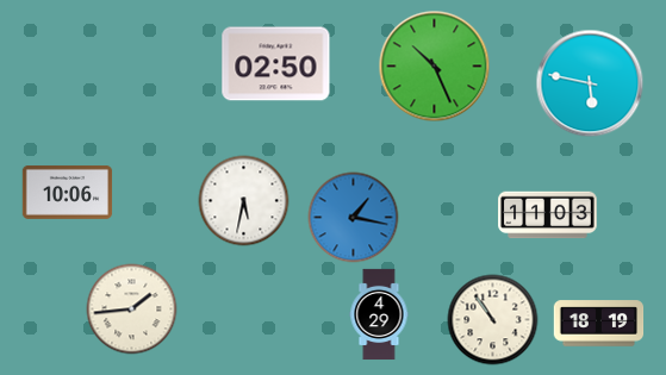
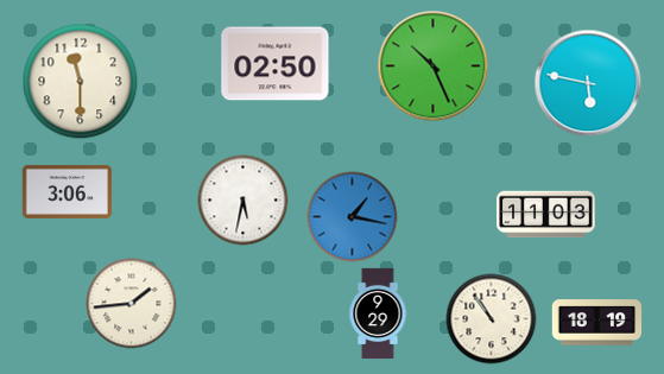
clock at (81, 82): none -> 11:30
clock at (68, 192): 10:06 -> 3:06
clock at (132, 310) position: (132, 310) -> (132, 304)
clock at (379, 314): 4:29 -> 9:29
